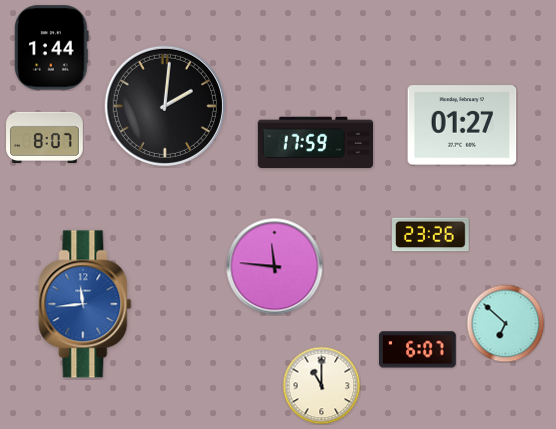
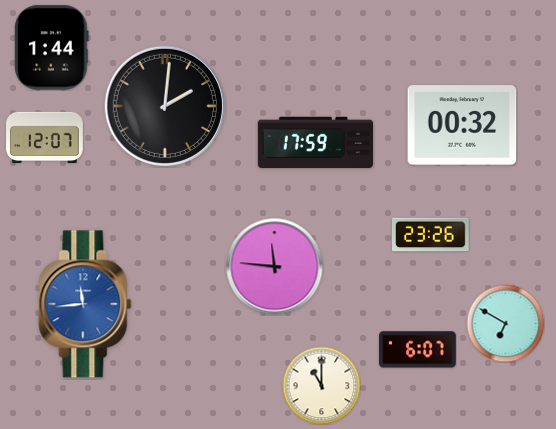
clock at (462, 125): 01:27 -> 00:32
clock at (45, 137): 8:07 -> 12:07
clock at (505, 323): 6:52 -> 6:50
